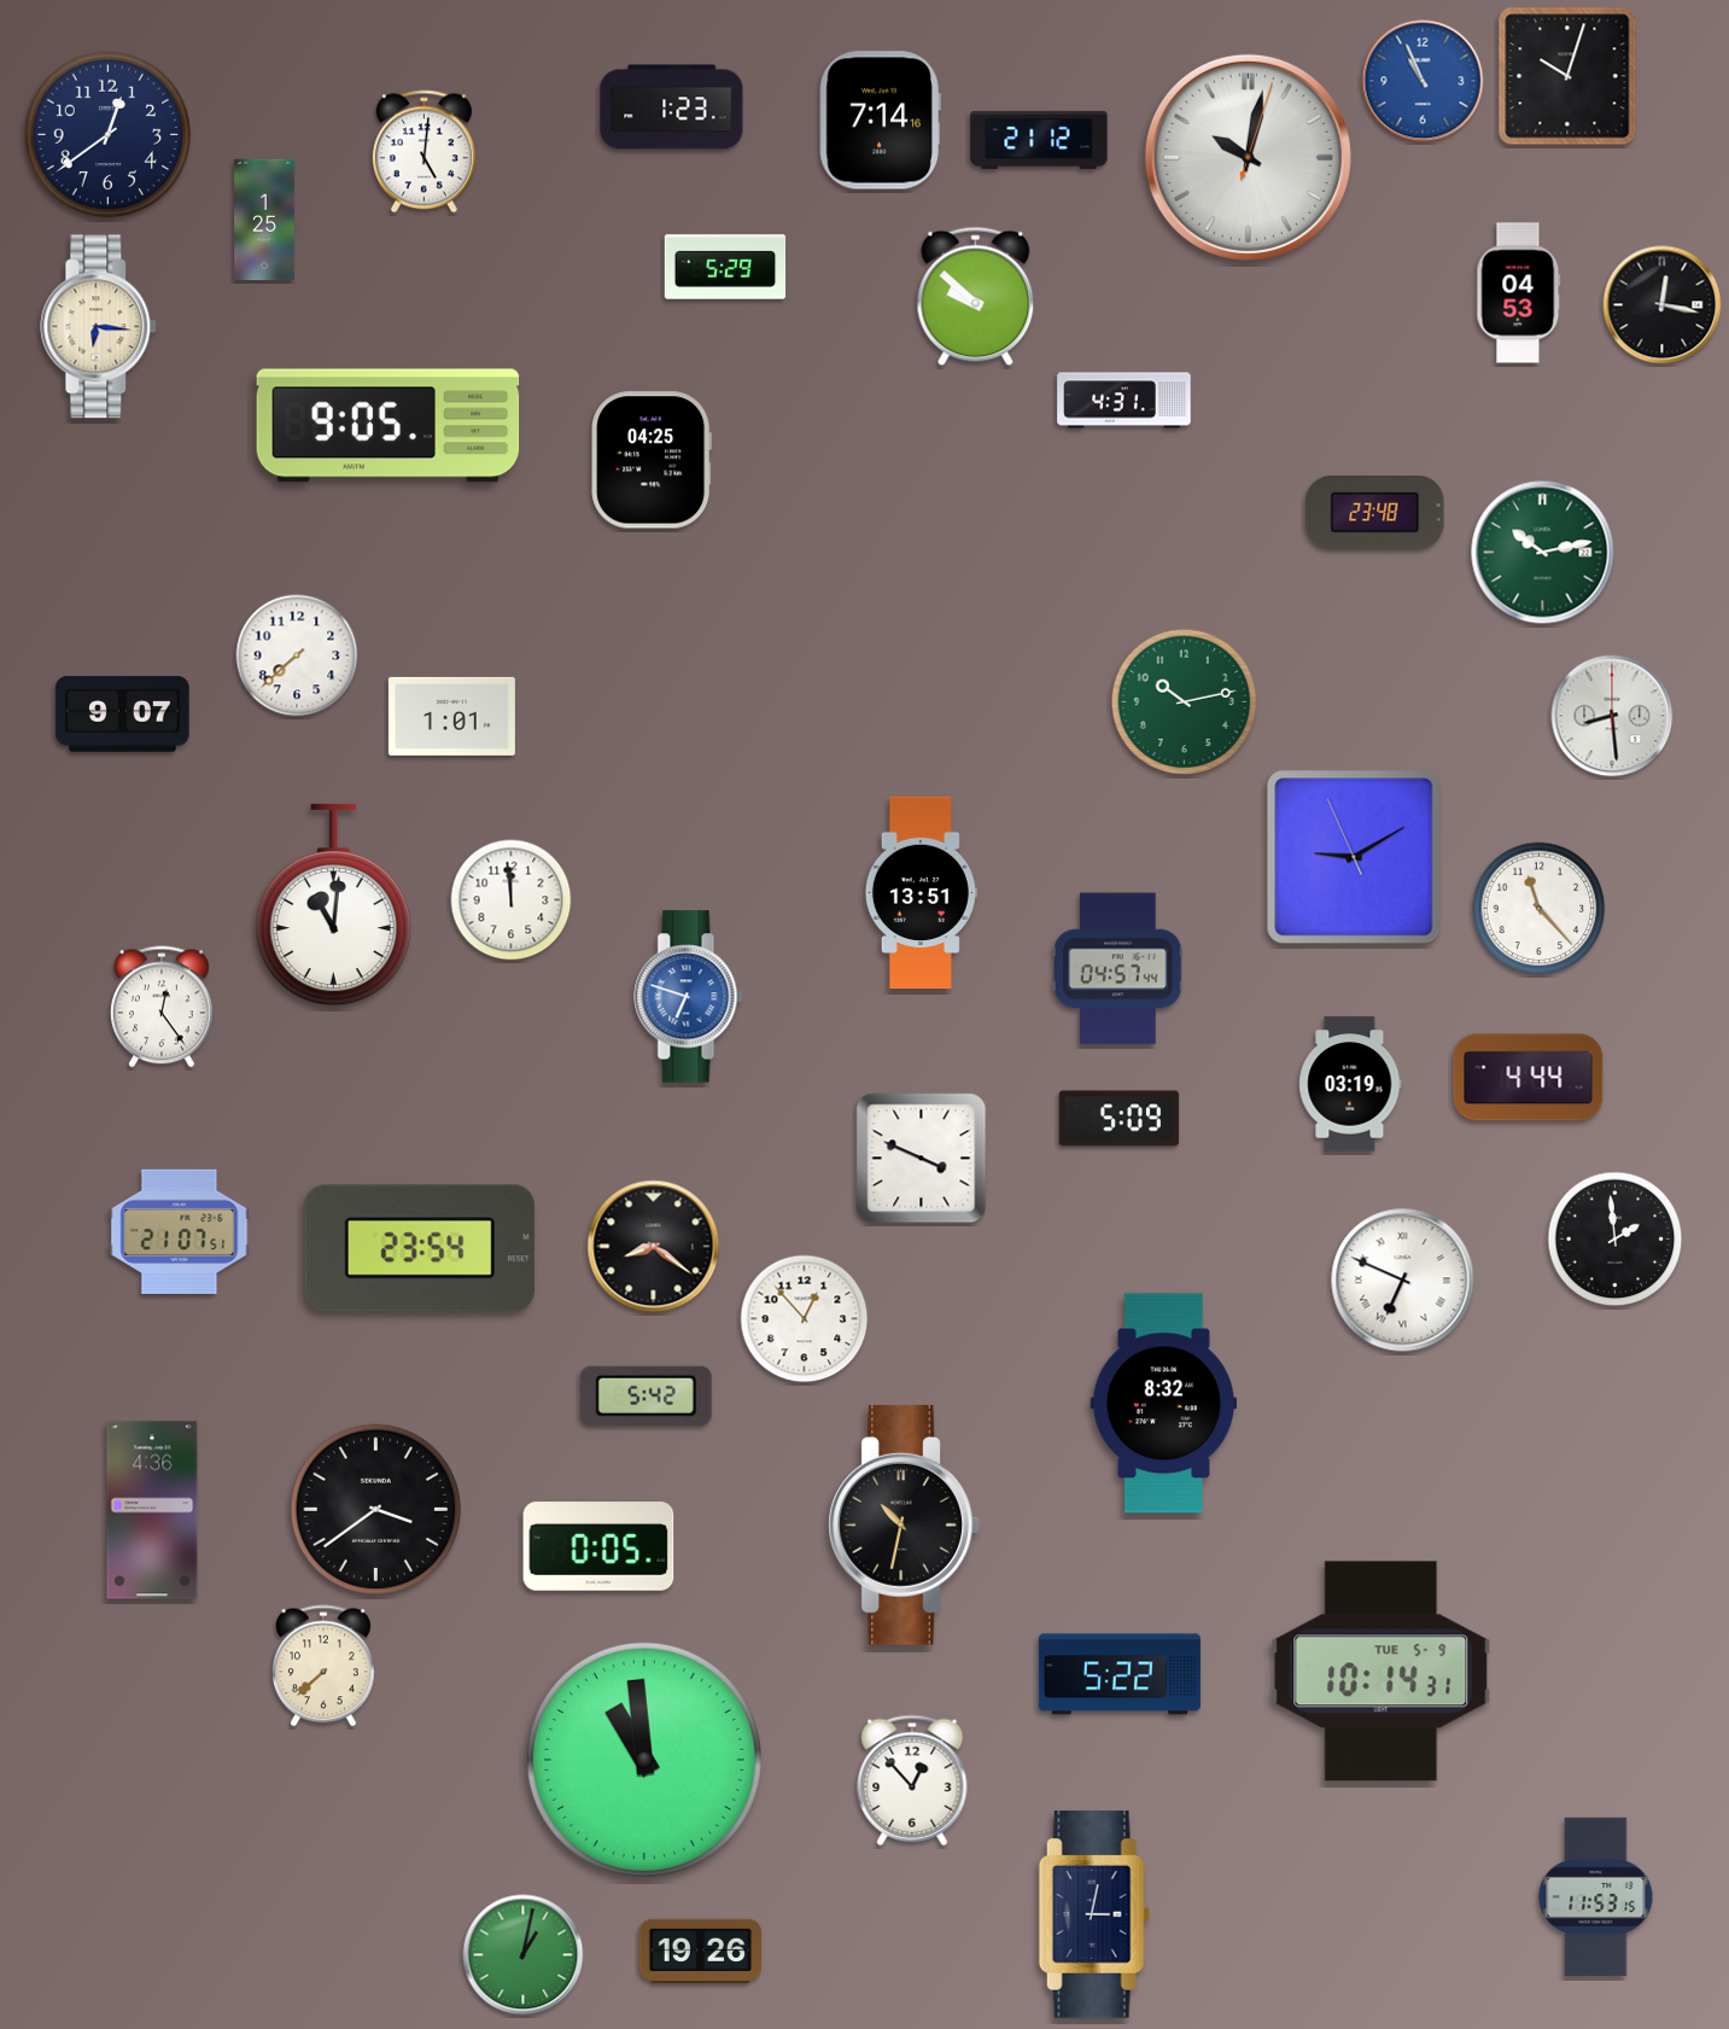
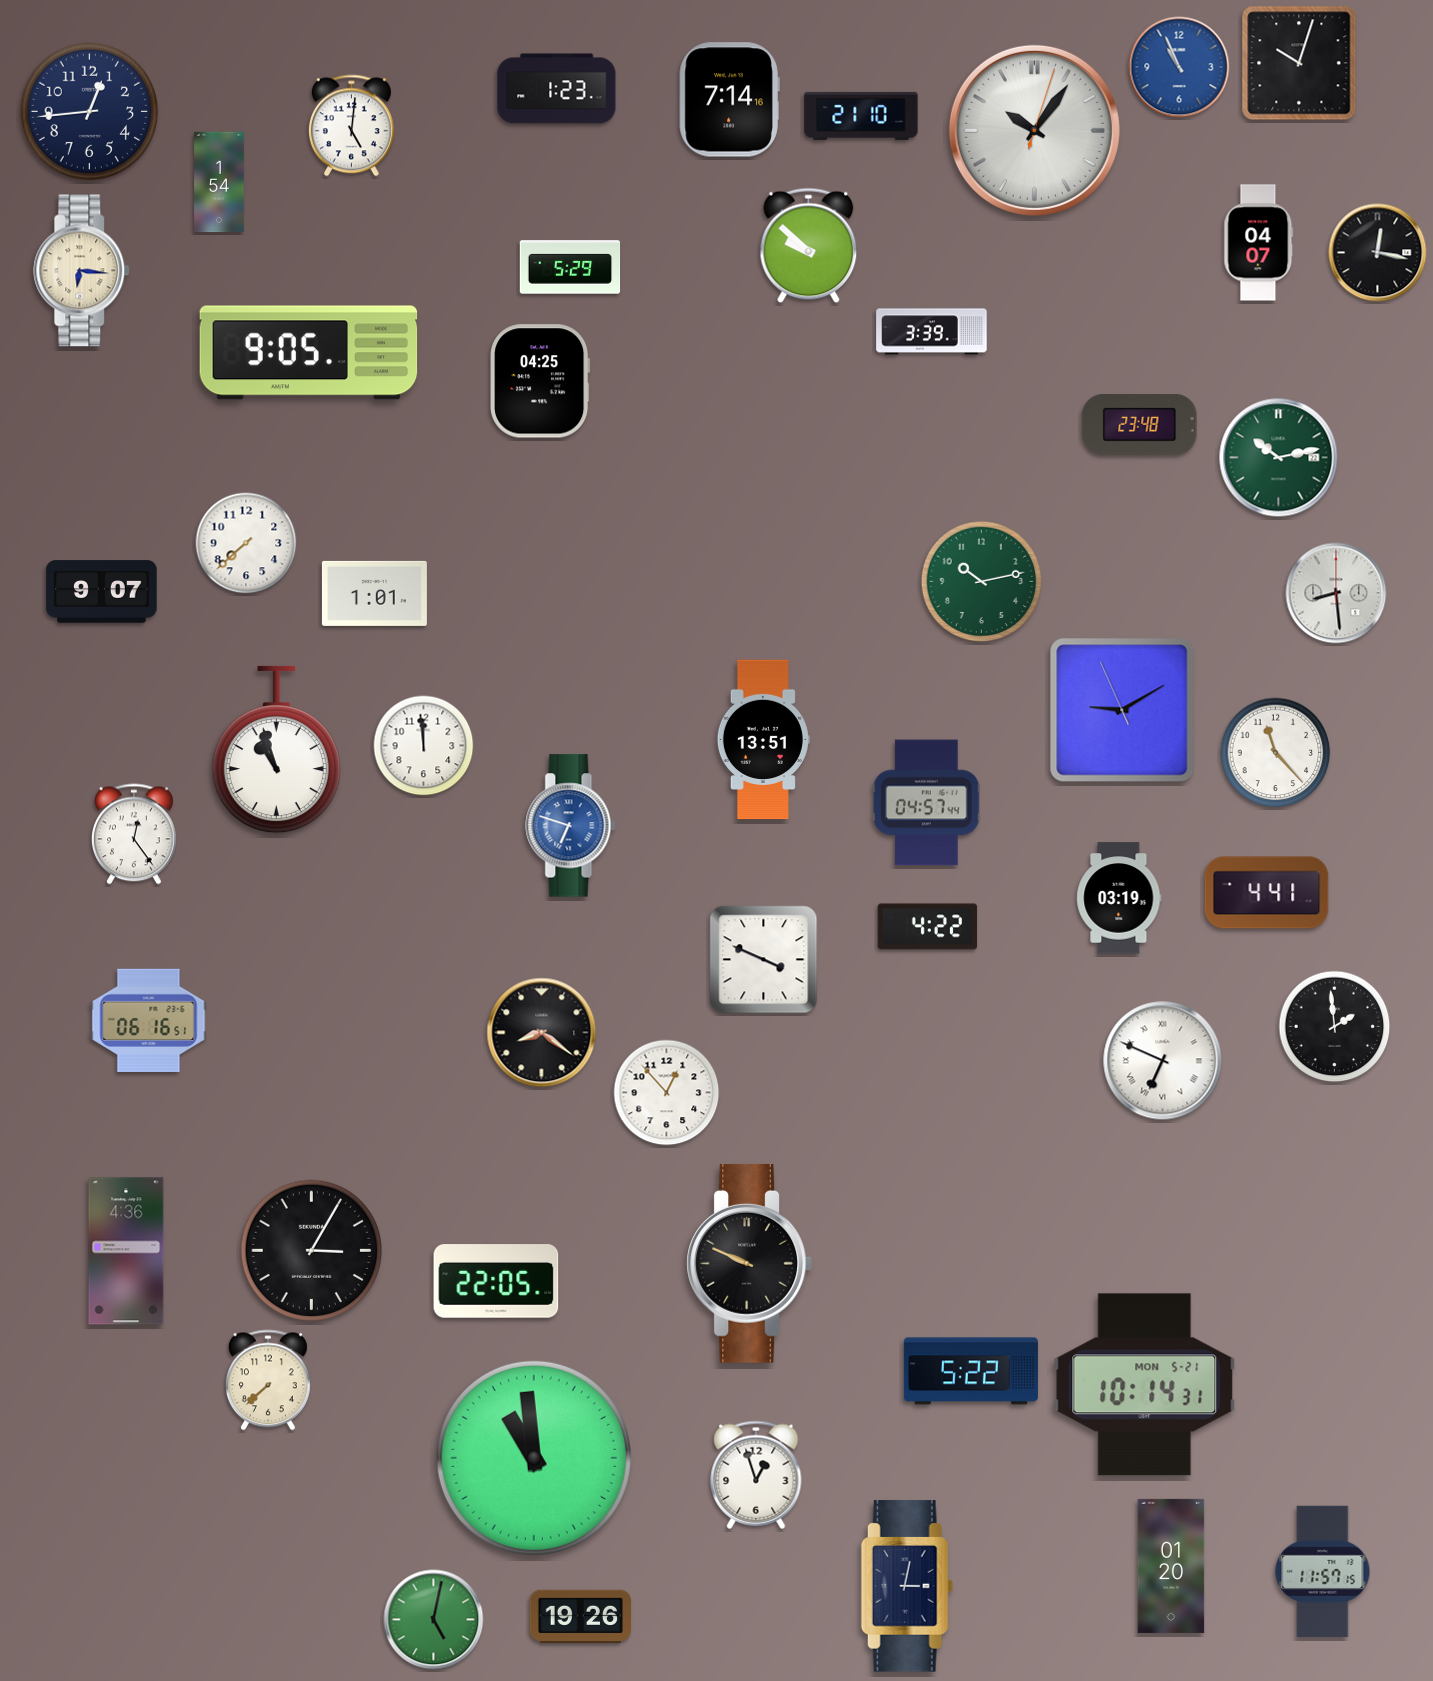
clock at (109, 135): 12:39 -> 12:44
clock at (1039, 140): 21:12 -> 21:10
clock at (1248, 157): 10:02 -> 10:06
clock at (264, 220): 1:25 -> 1:54
clock at (725, 267) position: (725, 267) -> (570, 267)
clock at (1519, 293): 04:53 -> 04:07
clock at (1125, 401): 4:31 -> 3:39
clock at (389, 426) position: (389, 426) -> (309, 353)
clock at (333, 905): 11:01 -> 10:57
clock at (1529, 1078): 4:44 -> 4:41
clock at (1120, 1119): 5:09 -> 4:22
clock at (180, 1231): 21:07 -> 06:16
clock at (1616, 1240) position: (1616, 1240) -> (1335, 1027)
clock at (420, 1248): 23:54 -> none
clock at (646, 1395): 5:42 -> none
clock at (1163, 1404): 8:32 -> none
clock at (375, 1509): 3:39 -> 3:05
clock at (904, 1524): 10:32 -> 9:49
clock at (598, 1546): 0:05 -> 22:05
clock at (1382, 1672) date: TUE 5-9 -> MON 5-21
clock at (1120, 1674) position: (1120, 1674) -> (971, 1371)
clock at (912, 1780): 12:53 -> 12:57
clock at (1171, 1566): none -> 01:20
clock at (1596, 1896): 11:53 -> 11:57
clock at (524, 1955): 1:02 -> 5:02
